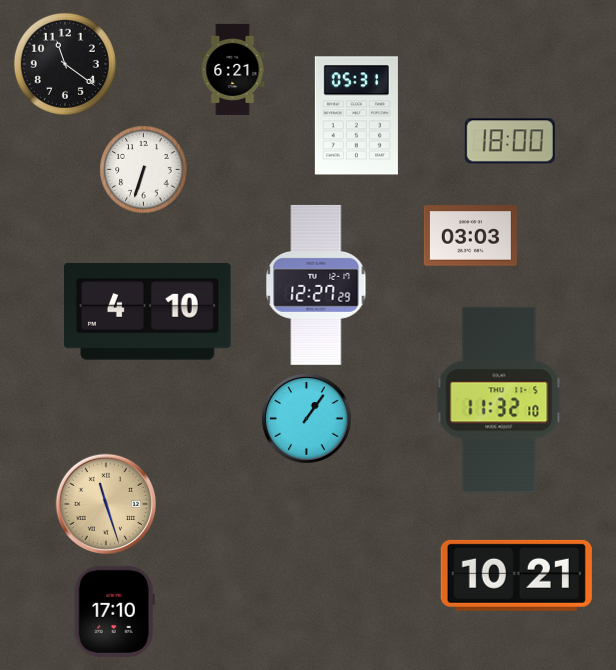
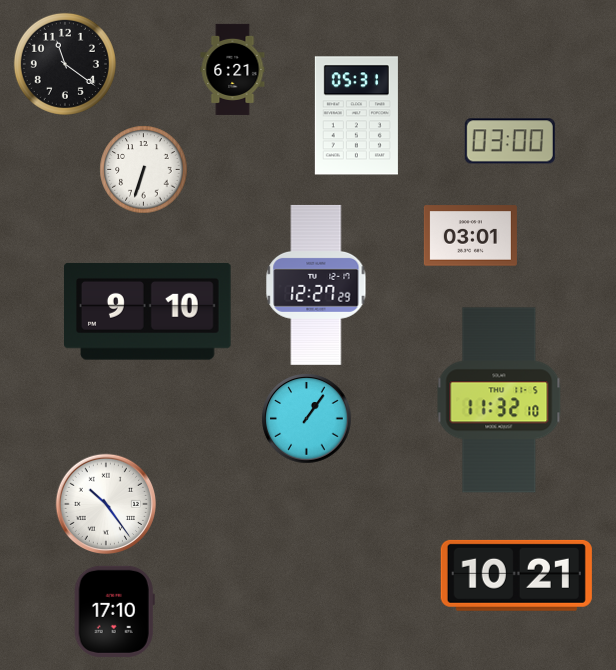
clock at (510, 141): 18:00 -> 03:00
clock at (470, 236): 03:03 -> 03:01
clock at (148, 311): 4:10 -> 9:10
clock at (105, 503): 11:27 -> 10:24
clock at (105, 503) dial: champagne -> white
